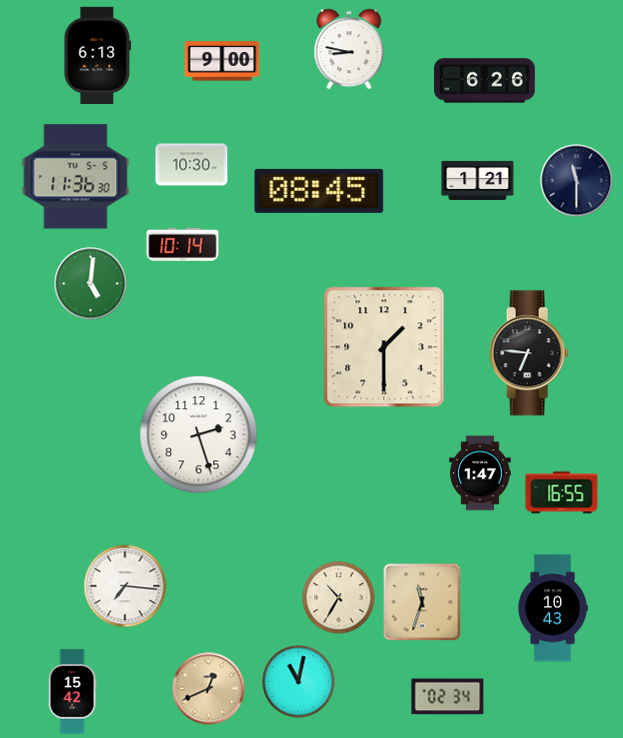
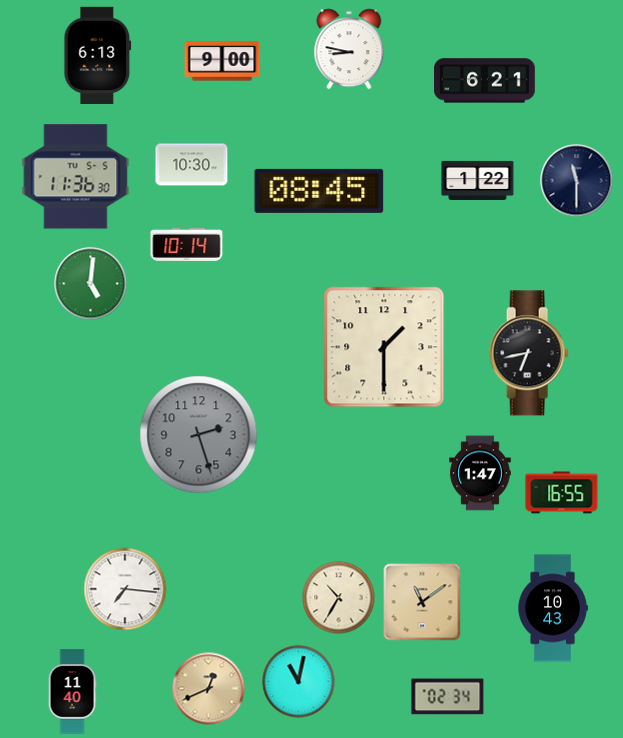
clock at (485, 81): 6:26 -> 6:21
clock at (478, 180): 1:21 -> 1:22
clock at (183, 244) position: (183, 244) -> (187, 244)
clock at (529, 353): 6:46 -> 6:43
clock at (199, 435) dial: white -> grey
clock at (125, 586) position: (125, 586) -> (125, 589)
clock at (422, 602): 11:33 -> 11:09
clock at (72, 692): 15:42 -> 11:40
